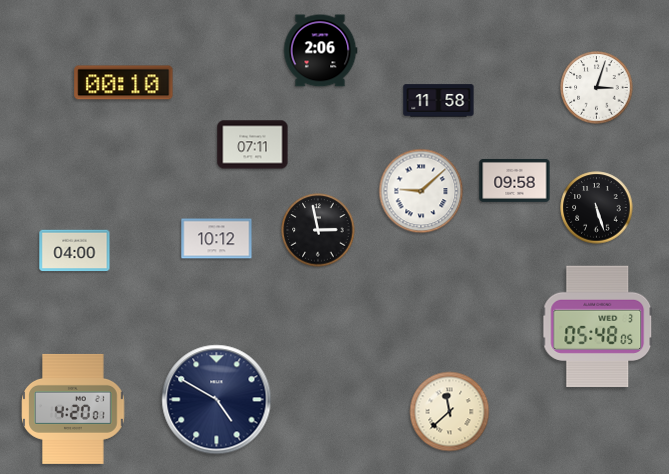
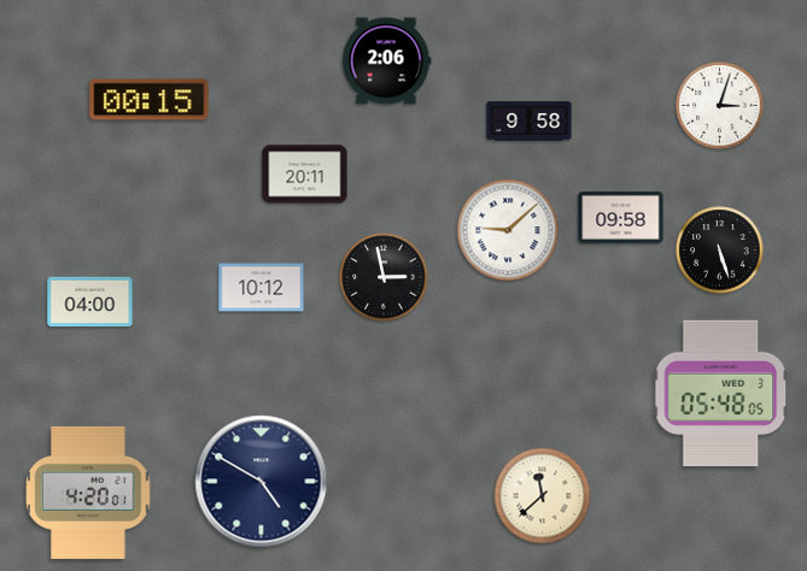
clock at (124, 83): 00:10 -> 00:15
clock at (439, 101): 11:58 -> 9:58
clock at (253, 145): 07:11 -> 20:11
